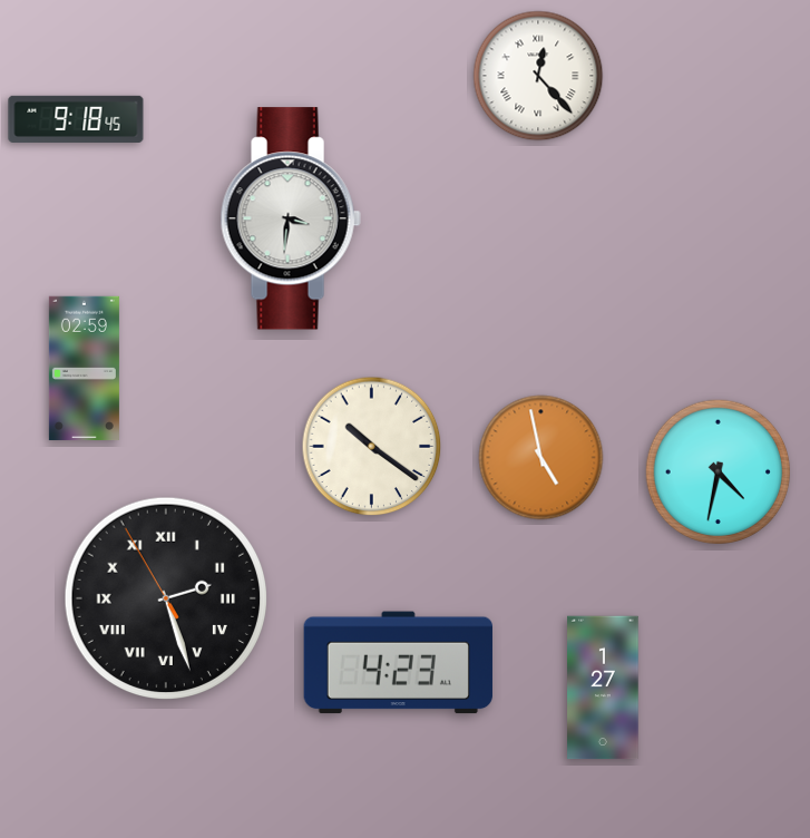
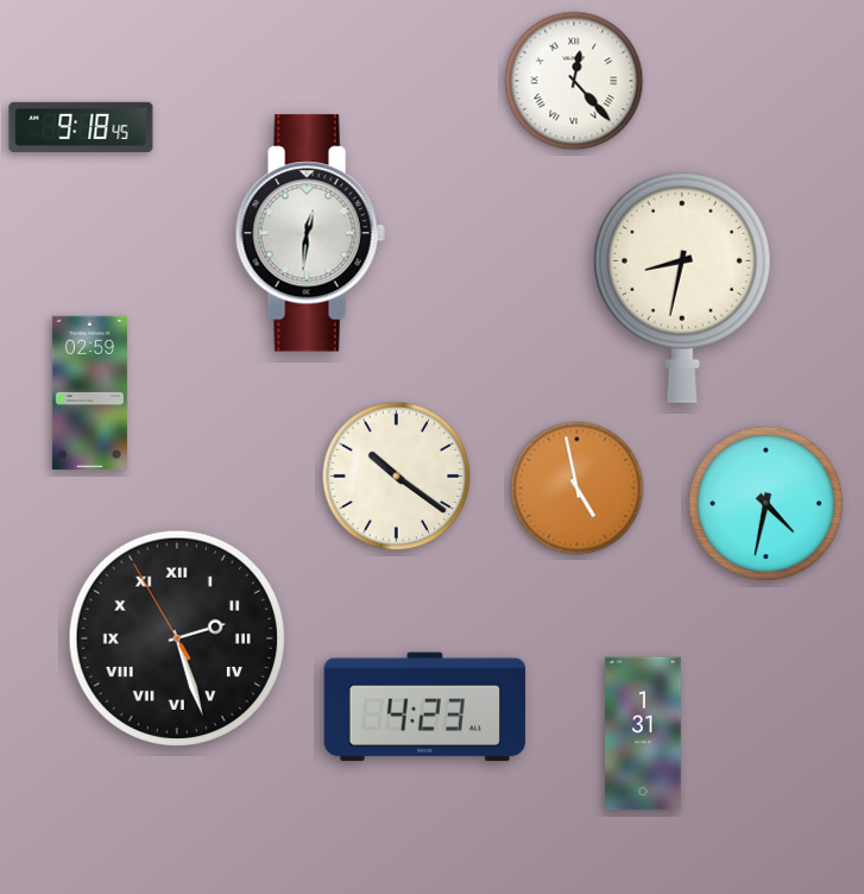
clock at (291, 218): 3:31 -> 12:31
clock at (682, 288): none -> 8:32
clock at (603, 688): 1:27 -> 1:31
